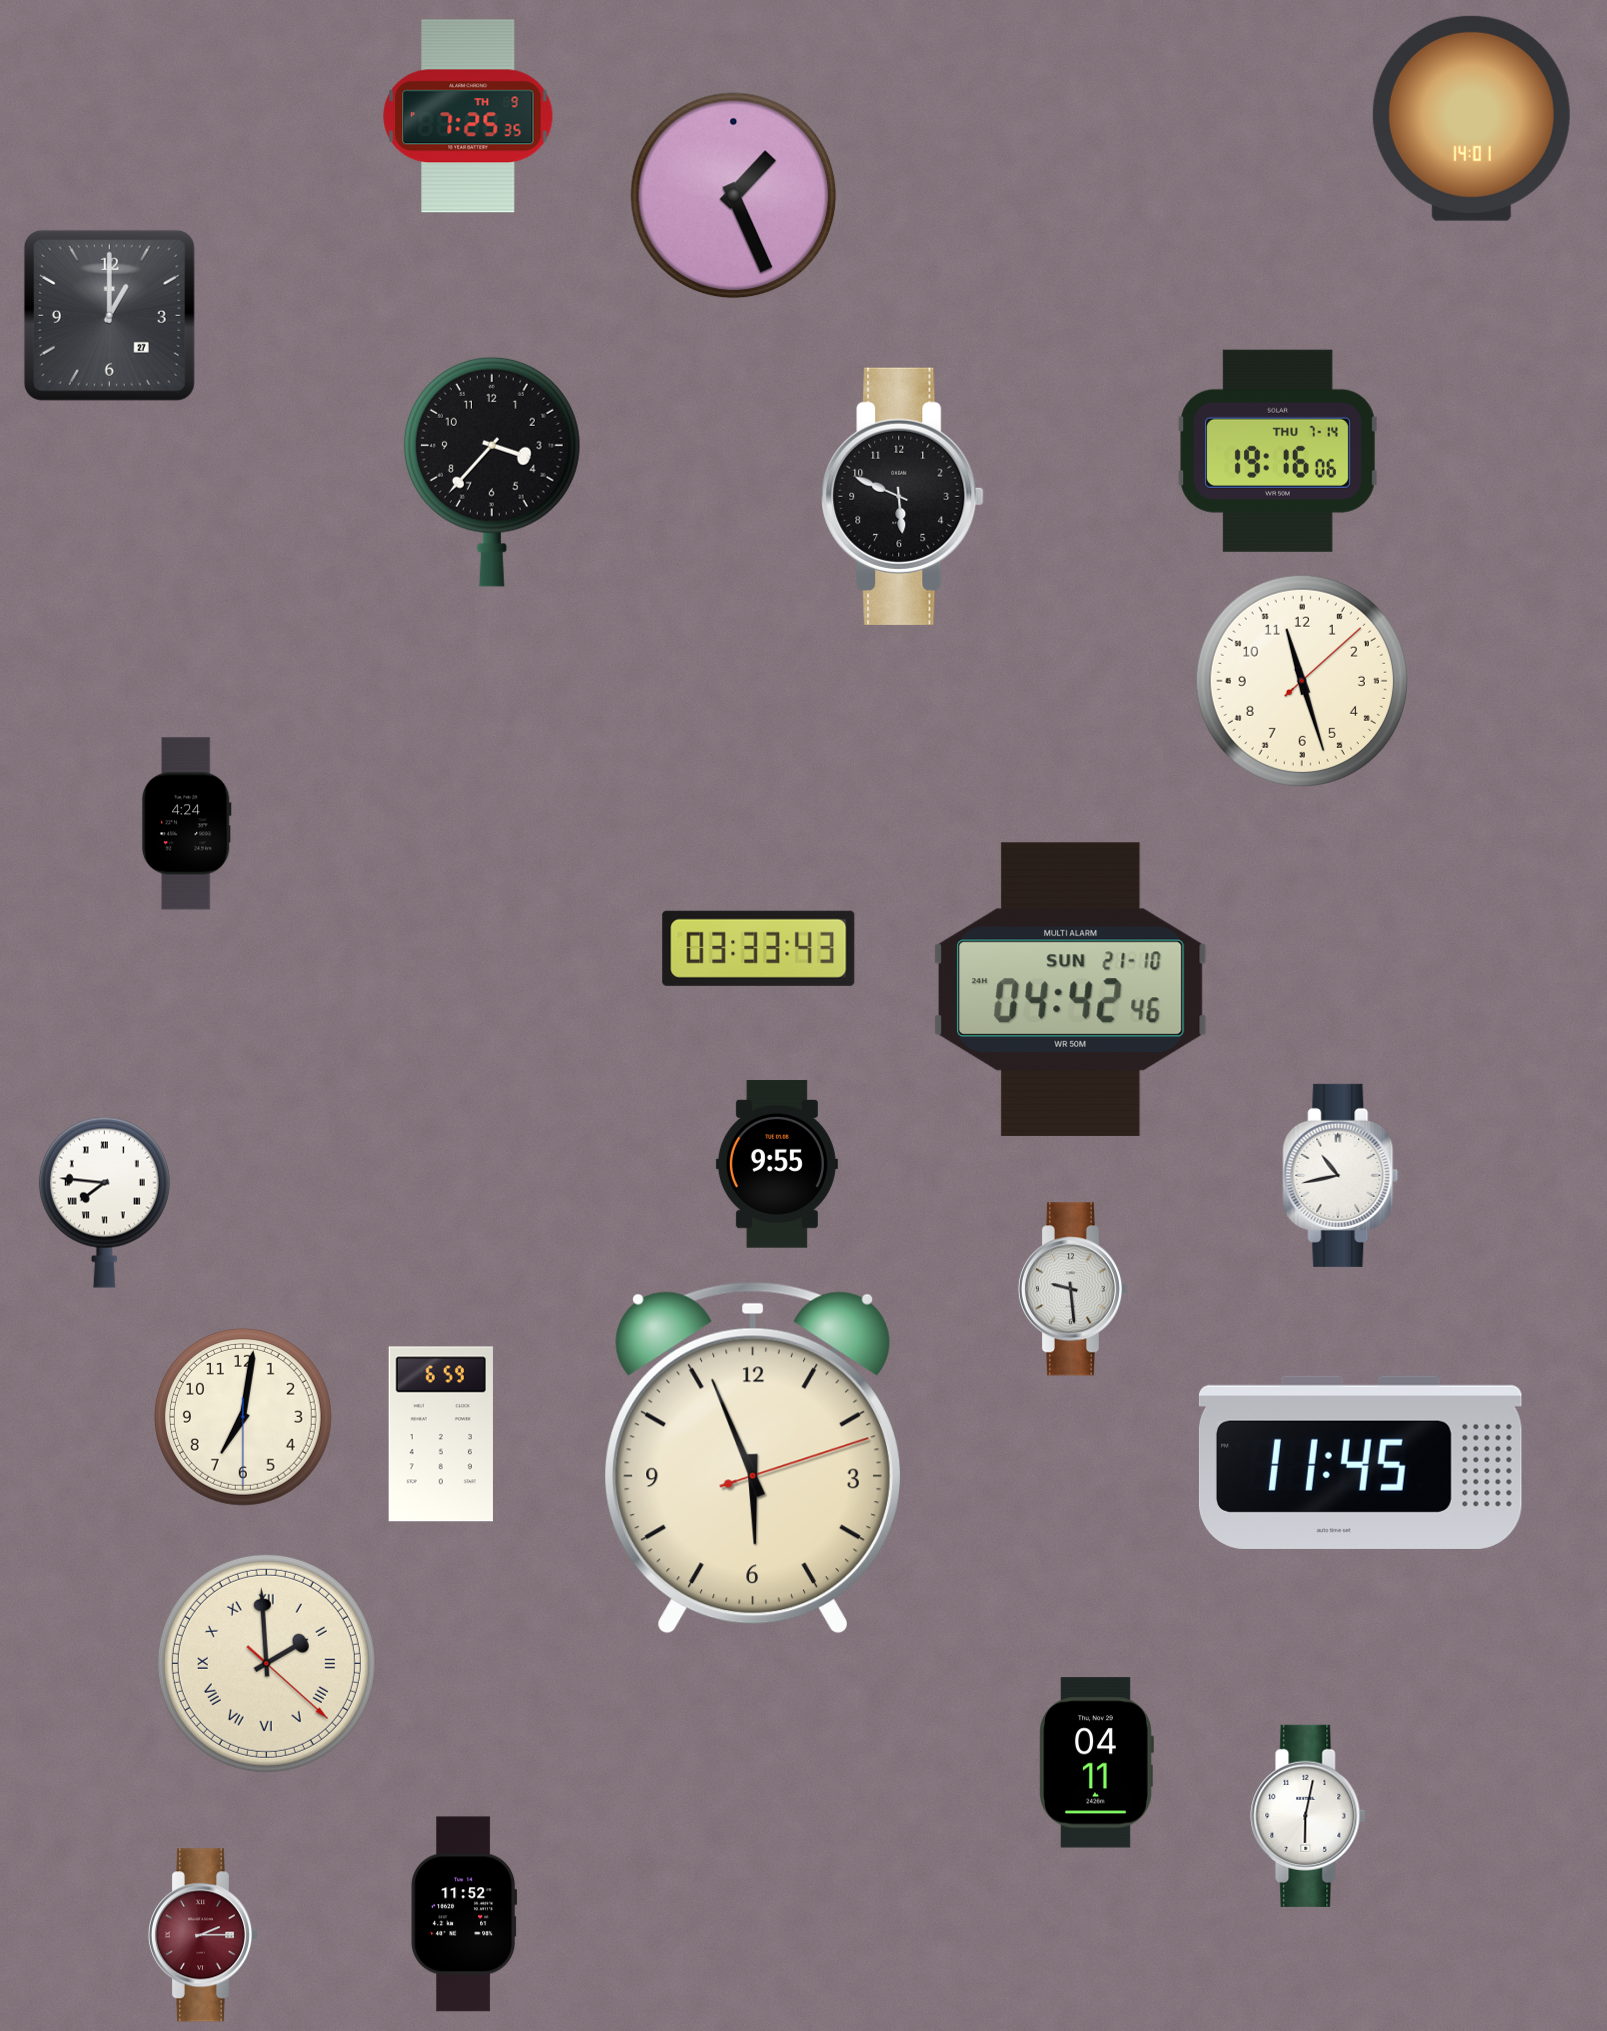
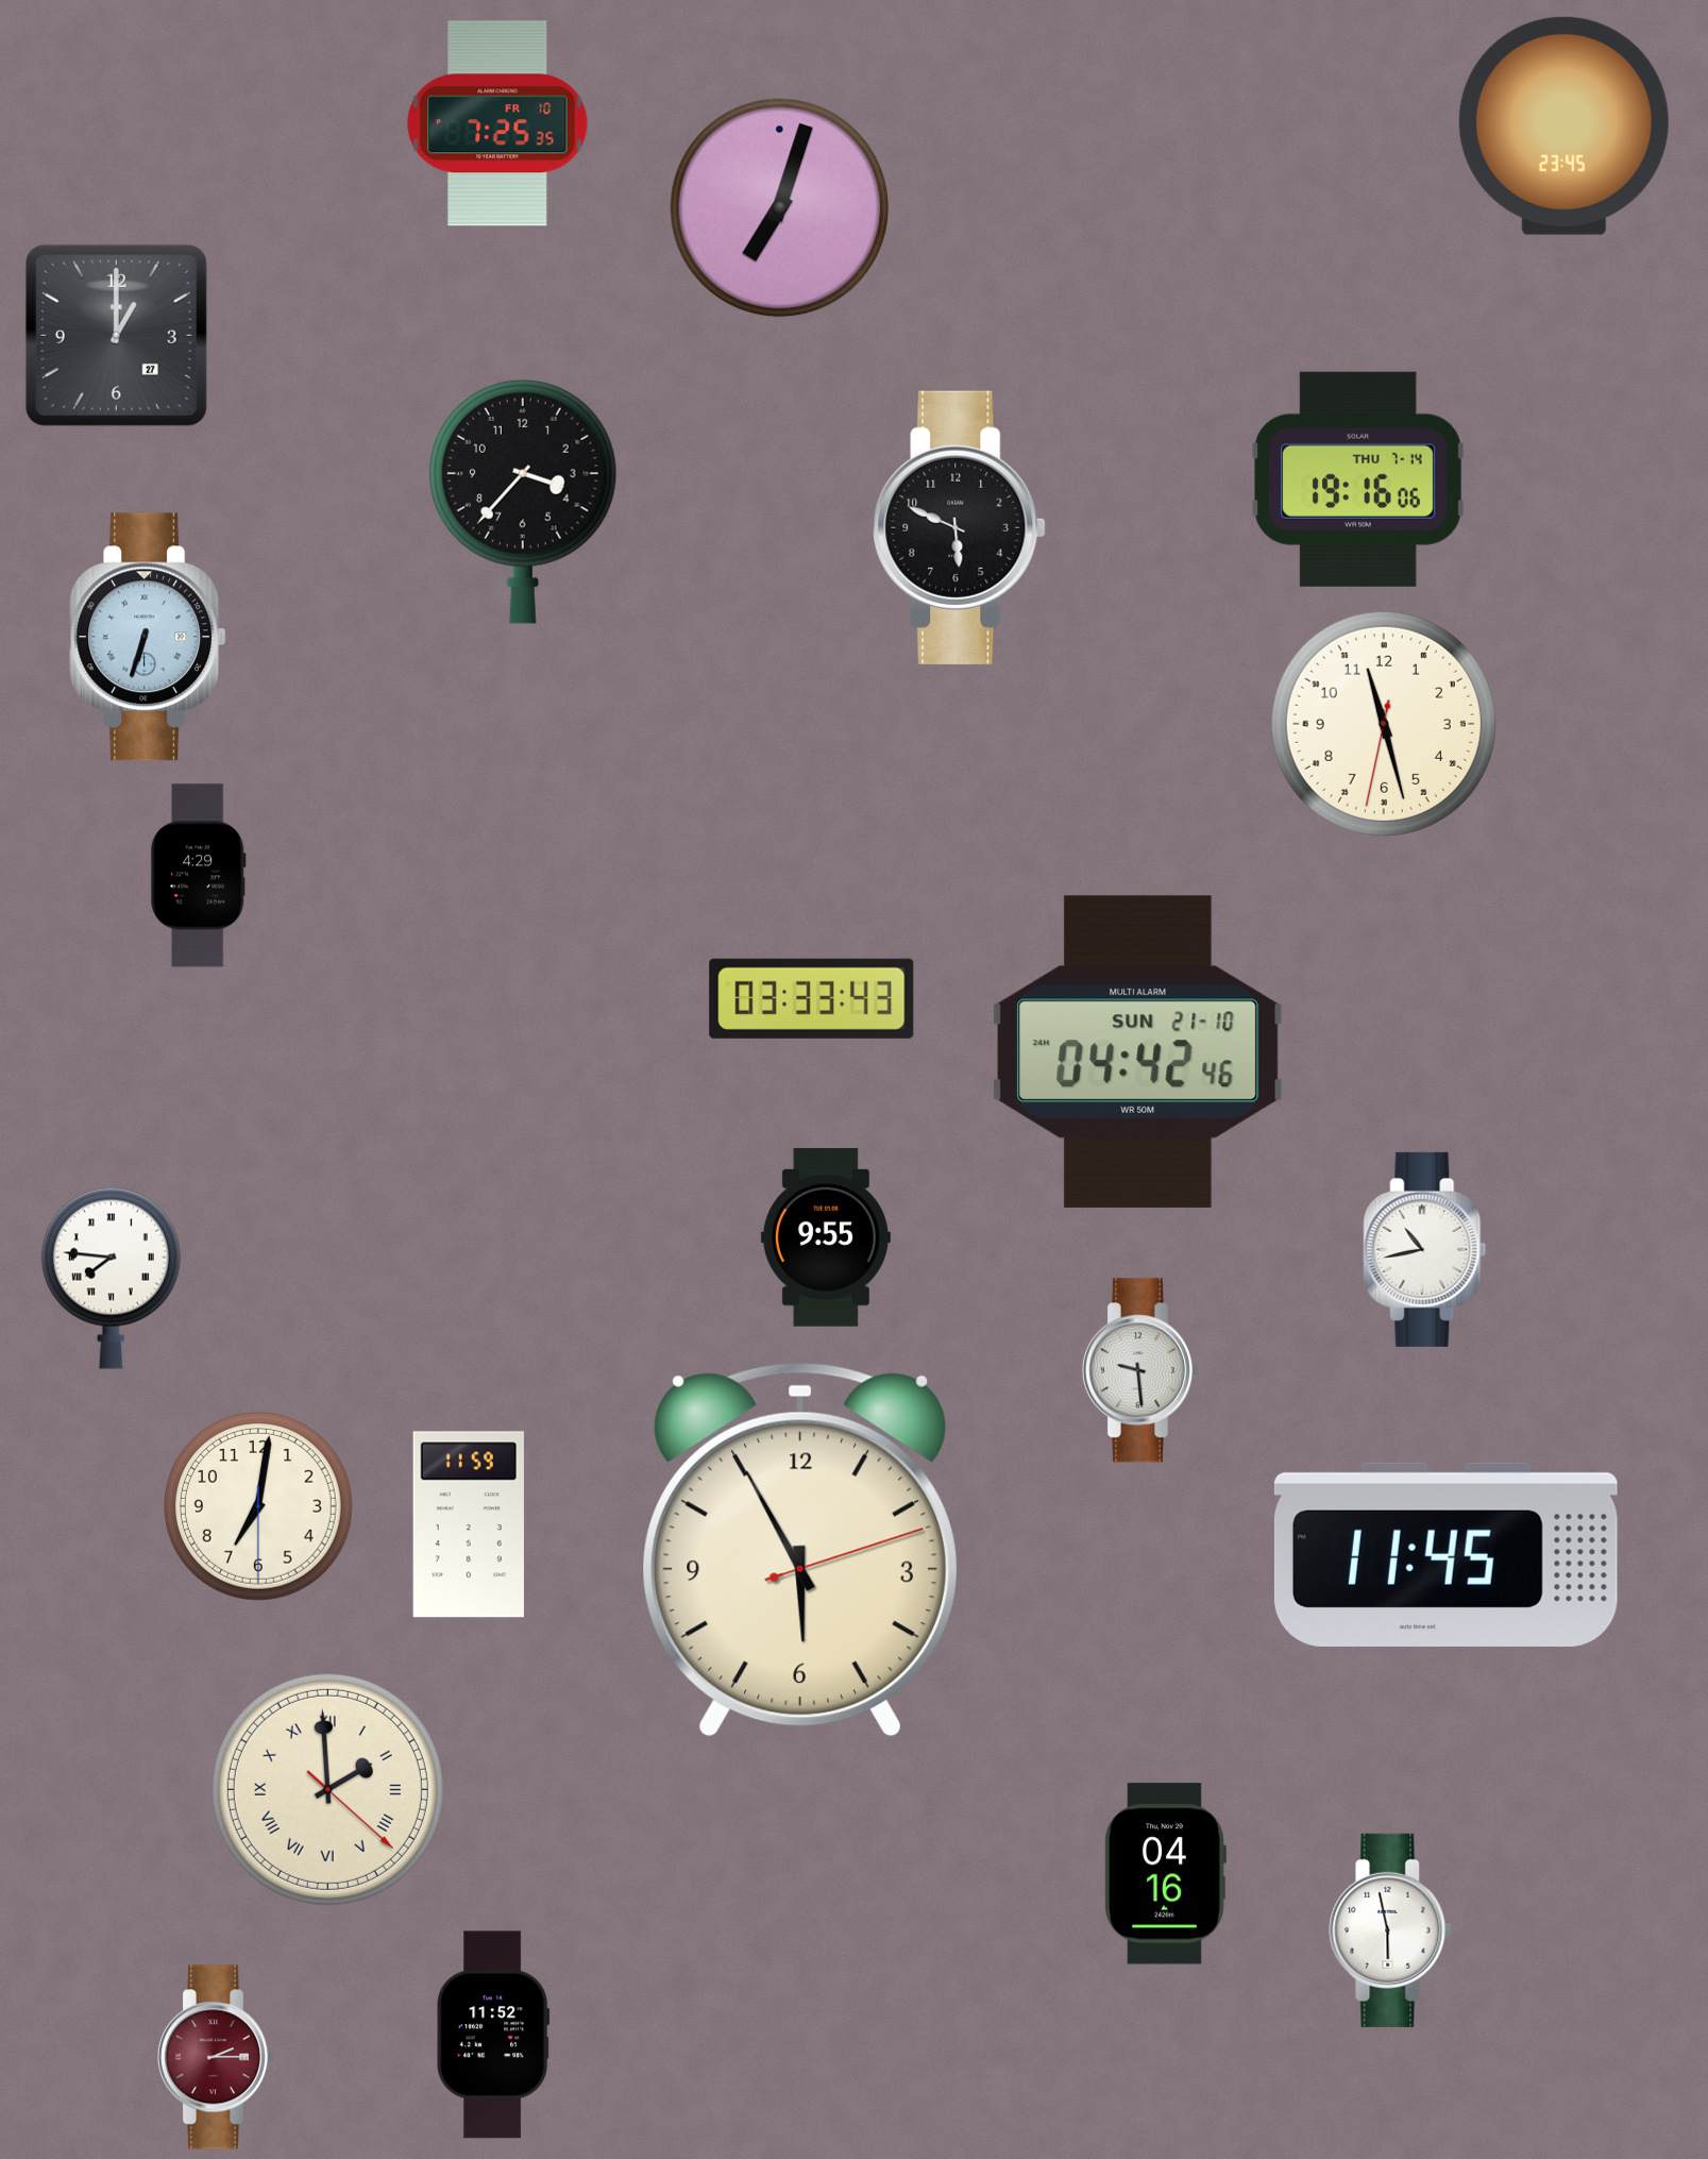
clock at (468, 116) date: TH 9 -> FR 10
clock at (1471, 118): 14:01 -> 23:45
clock at (734, 196): 1:26 -> 7:03
clock at (148, 637): none -> 6:33
clock at (1302, 681): 11:27:08 -> 11:27:32
clock at (186, 824): 4:24 -> 4:29
clock at (759, 948) position: (759, 948) -> (812, 998)
clock at (441, 1434): 6:59 -> 11:59
clock at (753, 1458): 5:56 -> 5:55
clock at (266, 1663) position: (266, 1663) -> (327, 1789)
clock at (1096, 1763): 04:11 -> 04:16
clock at (1308, 1816): 6:02 -> 5:58
